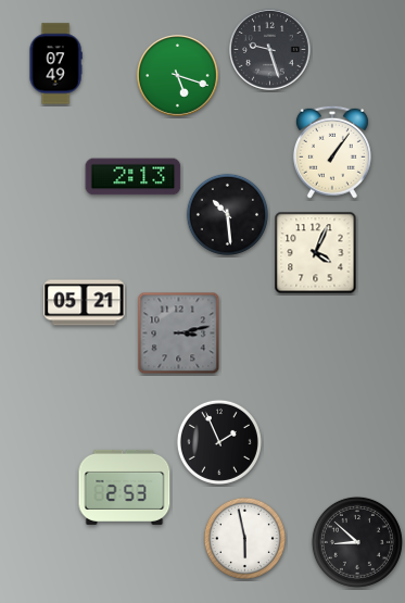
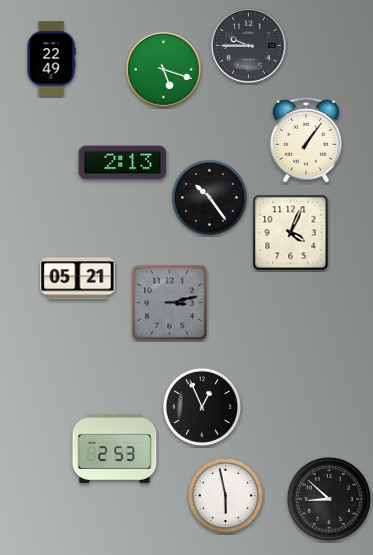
clock at (270, 50): 9:27 -> 9:45
clock at (55, 64): 07:49 -> 22:49
clock at (227, 214): 10:29 -> 10:24
clock at (179, 334) position: (179, 334) -> (170, 303)
clock at (219, 442): 1:56 -> 12:56
